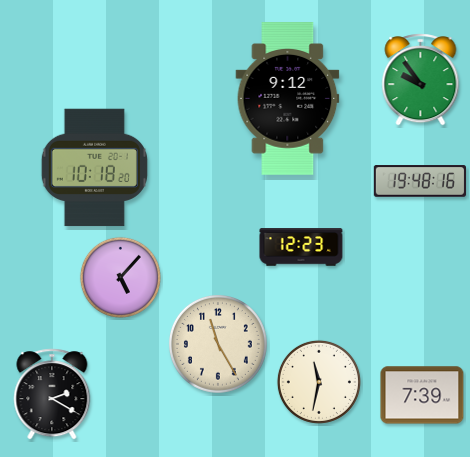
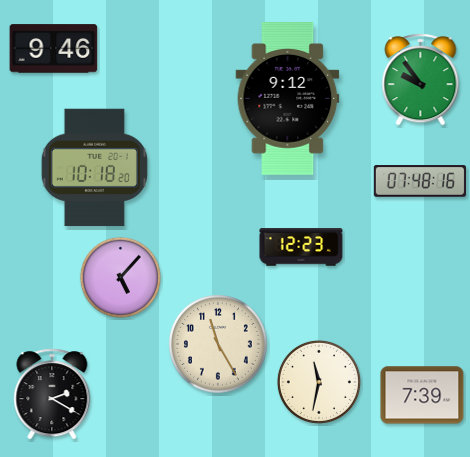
clock at (54, 49): none -> 9:46
clock at (419, 181): 19:48 -> 07:48
